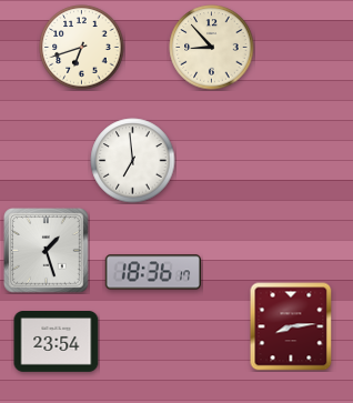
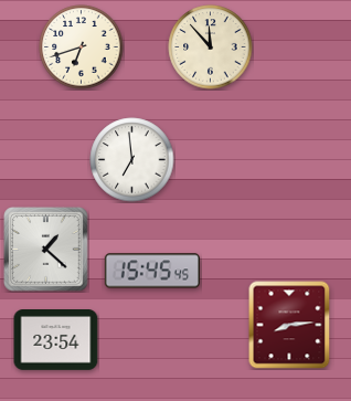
clock at (212, 48): 8:53 -> 11:53
clock at (47, 251): 1:27 -> 1:22
clock at (152, 272): 18:36 -> 15:45
